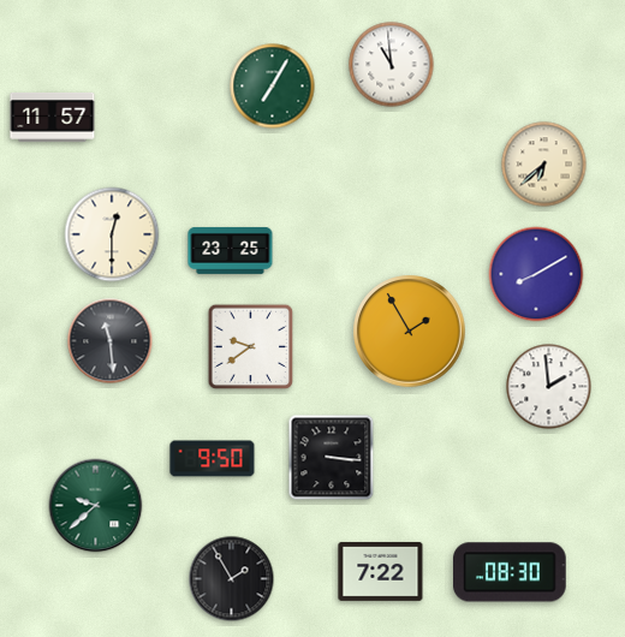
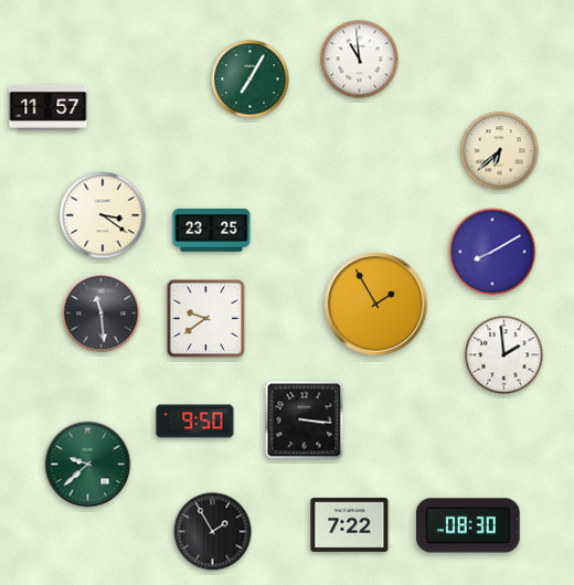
clock at (112, 234): 12:30 -> 3:21
clock at (251, 347) position: (251, 347) -> (206, 319)
